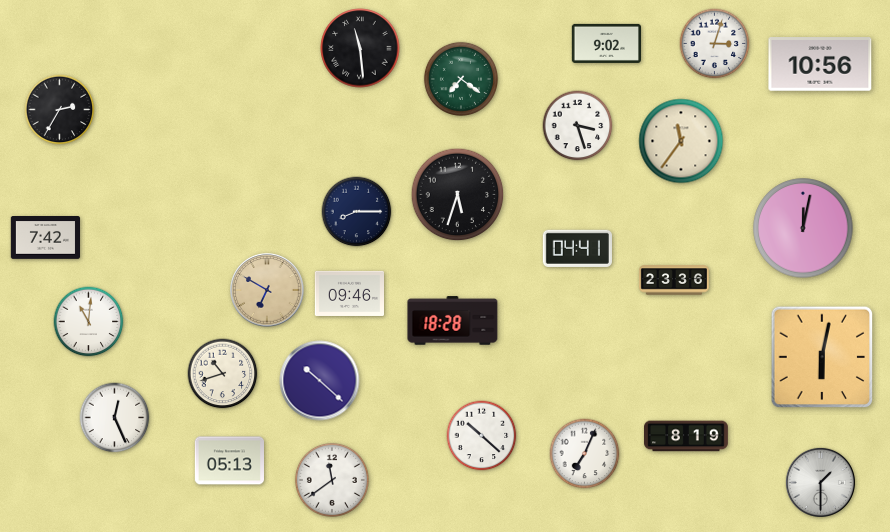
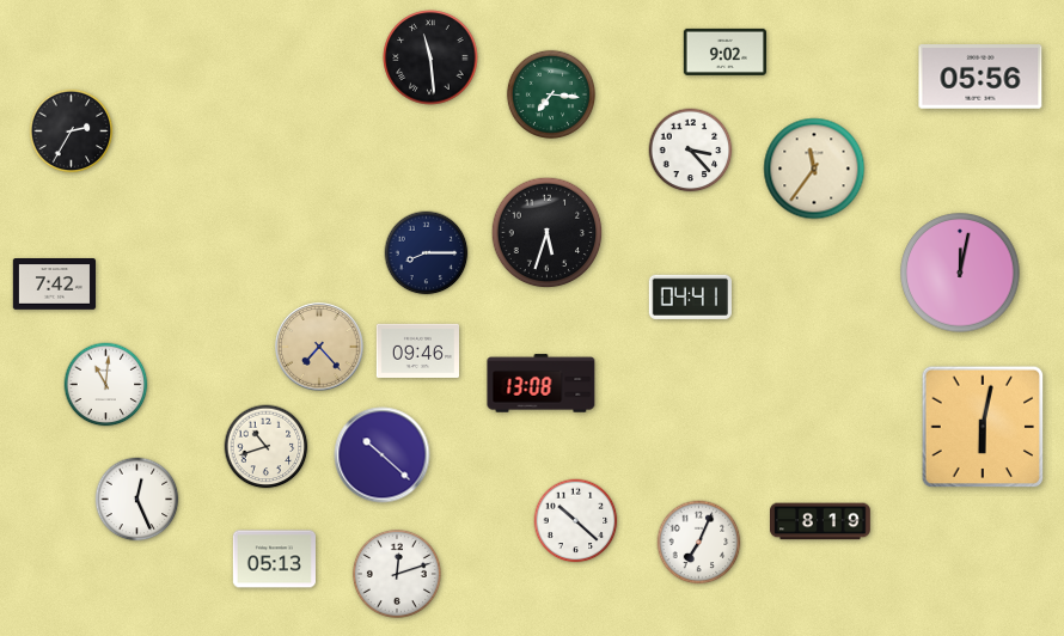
clock at (715, 44): 3:03 -> none
clock at (820, 64): 10:56 -> 05:56
clock at (461, 79): 7:21 -> 7:16
clock at (578, 126): 3:27 -> 3:23
clock at (674, 280): 23:36 -> none
clock at (267, 290): 6:50 -> 7:23
clock at (453, 321): 18:28 -> 13:08
clock at (229, 461) position: (229, 461) -> (274, 559)
clock at (332, 480): 11:39 -> 12:12
clock at (820, 482): 1:30 -> none
